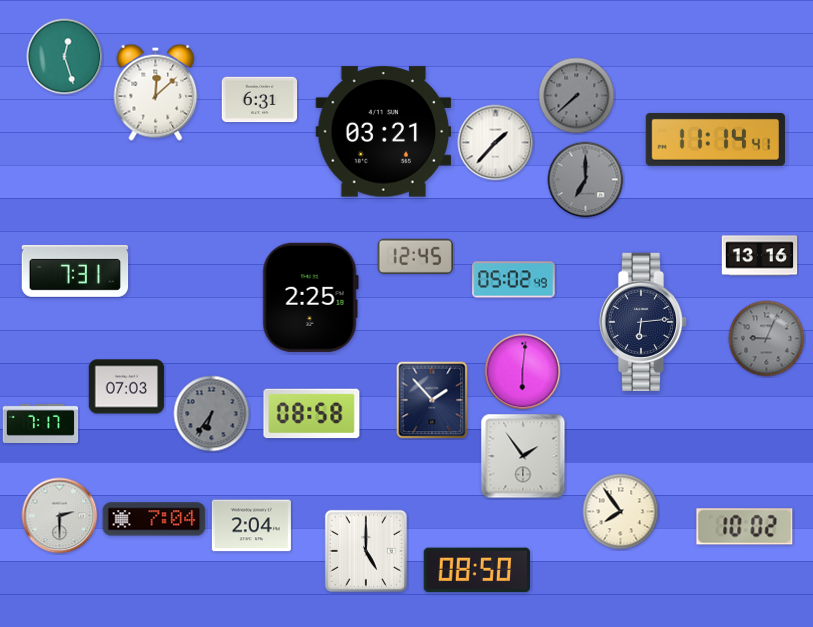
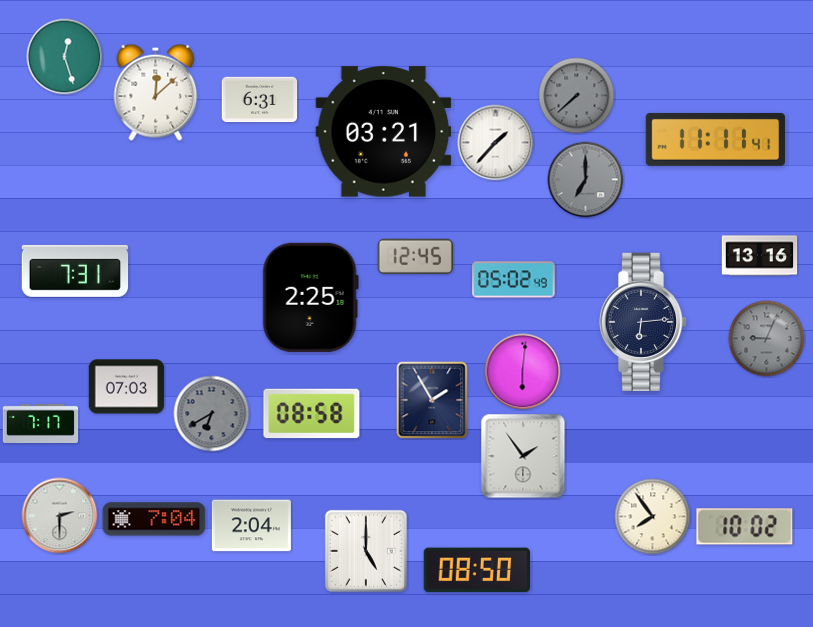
clock at (715, 139): 11:14 -> 11:11
clock at (432, 400): 1:53 -> 1:55
clock at (212, 414): 6:36 -> 6:40
clock at (621, 512) position: (621, 512) -> (653, 517)
